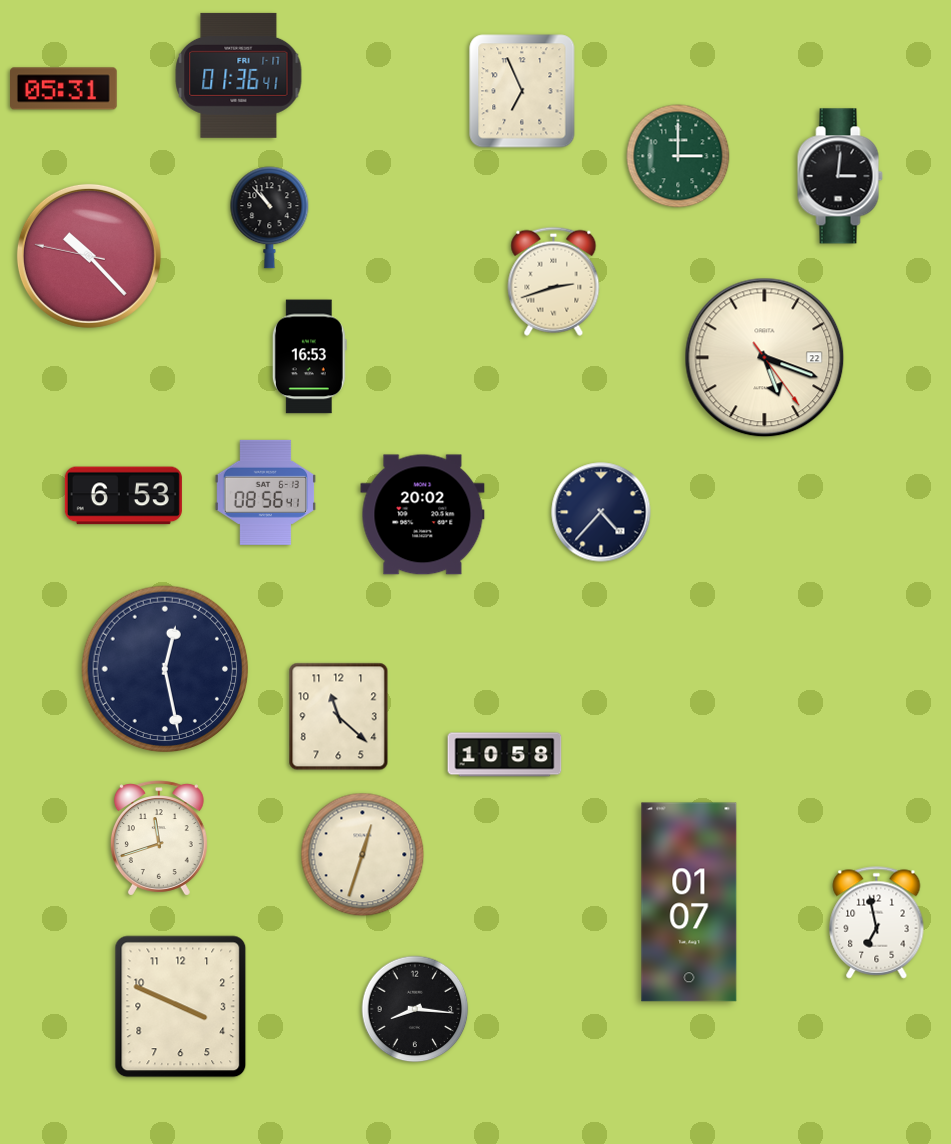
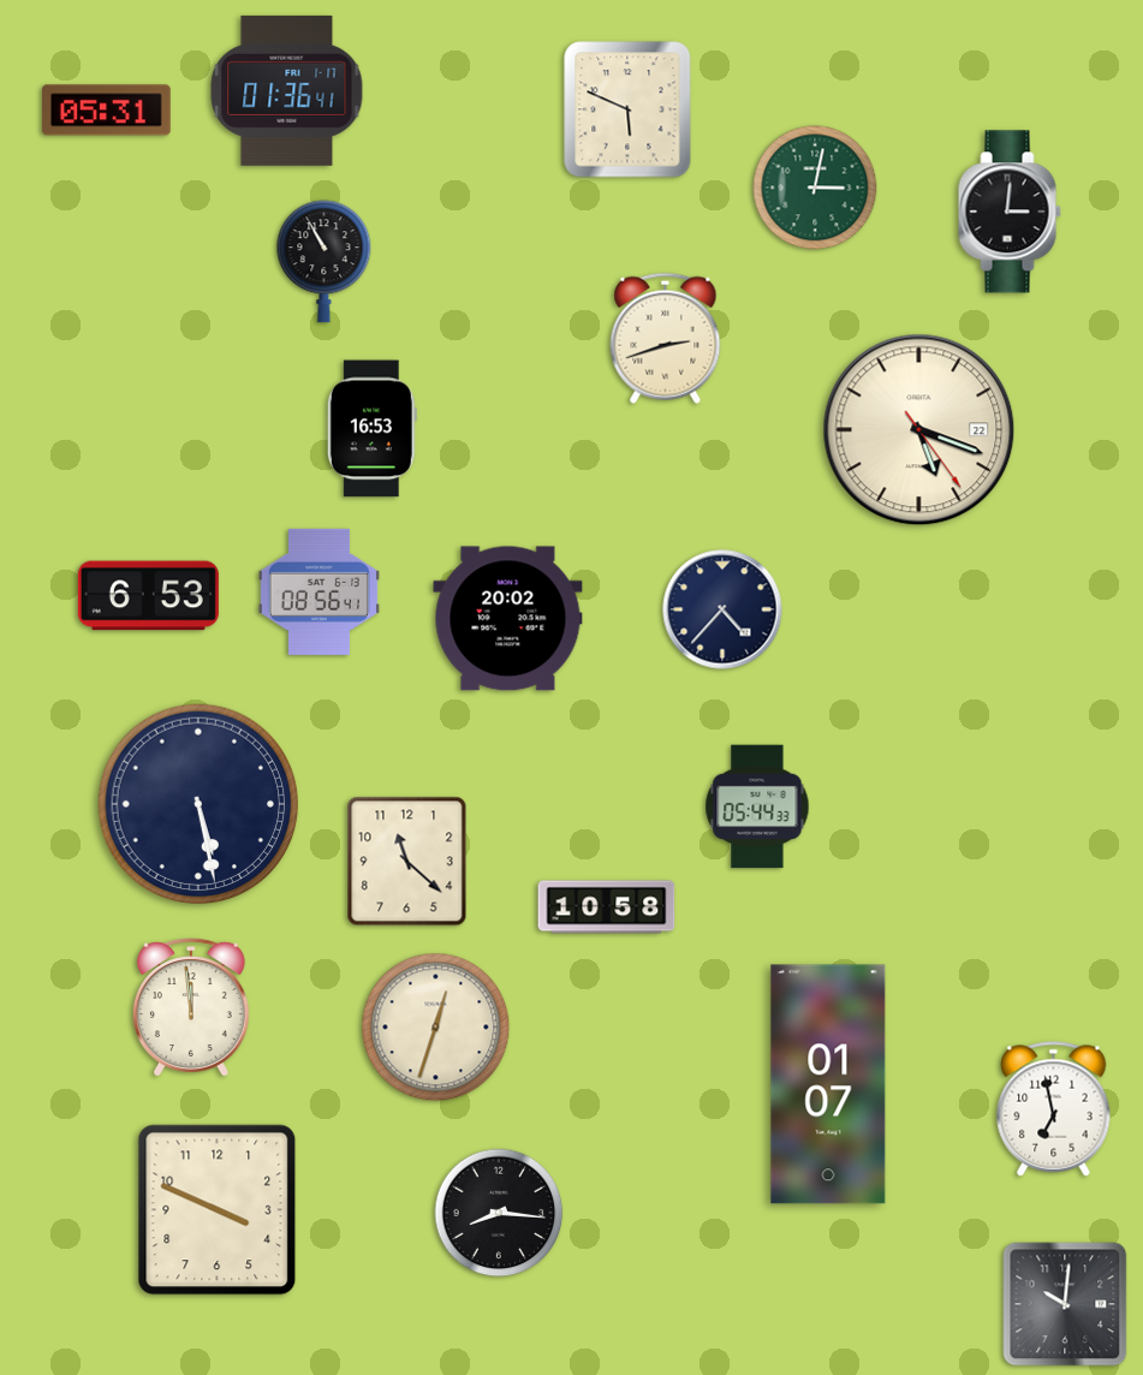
clock at (64, 89) position: (64, 89) -> (107, 111)
clock at (522, 91): 6:56 -> 5:49
clock at (678, 156): 3:00 -> 3:02
clock at (270, 218): 10:53 -> 10:55
clock at (89, 256): 10:22 -> none
clock at (601, 512) position: (601, 512) -> (722, 609)
clock at (165, 669): 12:28 -> 5:28
clock at (757, 806): none -> 05:44
clock at (159, 838): 11:42 -> 11:59
clock at (1065, 1304): none -> 10:01
